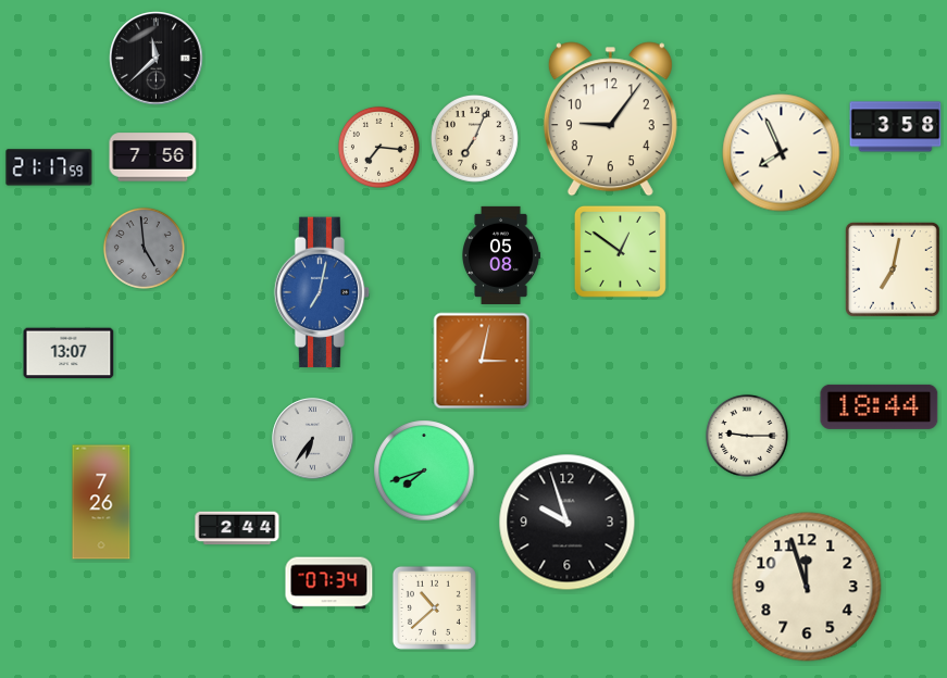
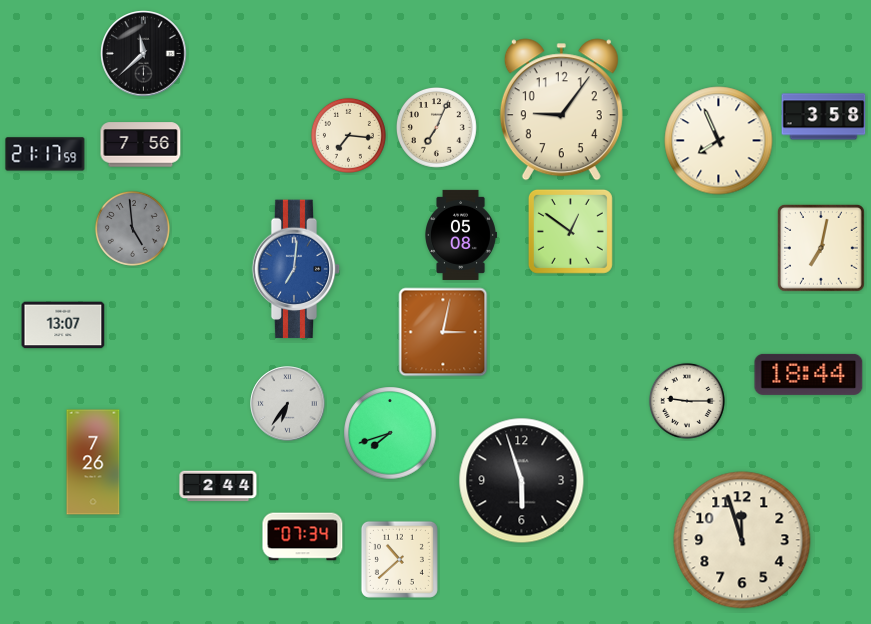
clock at (322, 292): 7:02 -> 7:01
clock at (568, 523): 9:57 -> 5:57
